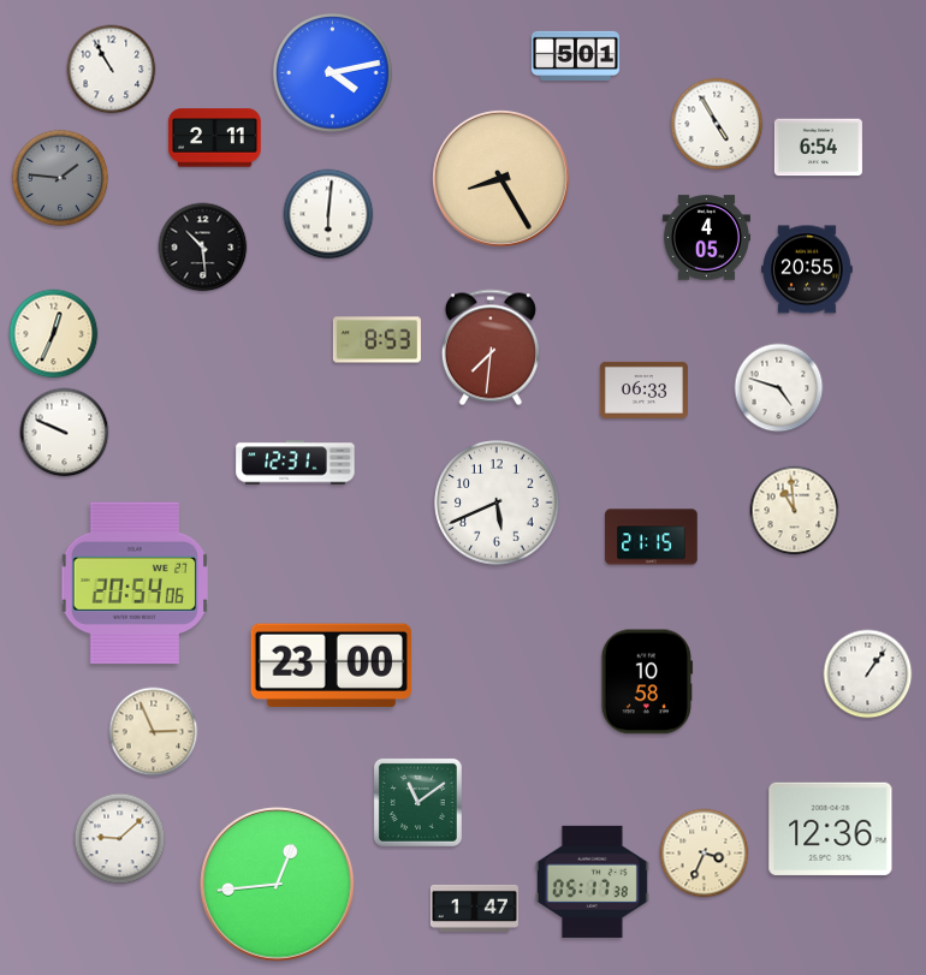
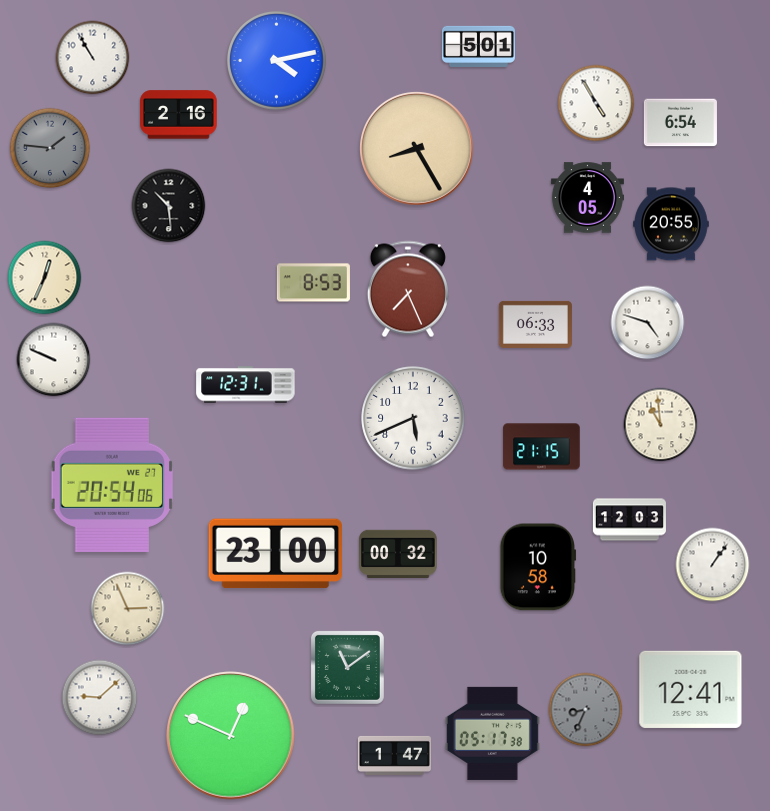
clock at (215, 138): 2:11 -> 2:16
clock at (328, 214): 6:01 -> none
clock at (491, 347): 7:31 -> 7:26
clock at (629, 520): none -> 12:03
clock at (398, 553): none -> 00:32
clock at (868, 674) position: (868, 674) -> (713, 565)
clock at (831, 828): 12:36 -> 12:41
clock at (705, 854): 3:34 -> 8:34
clock at (705, 854) dial: cream -> grey
clock at (278, 885): 12:44 -> 12:49
